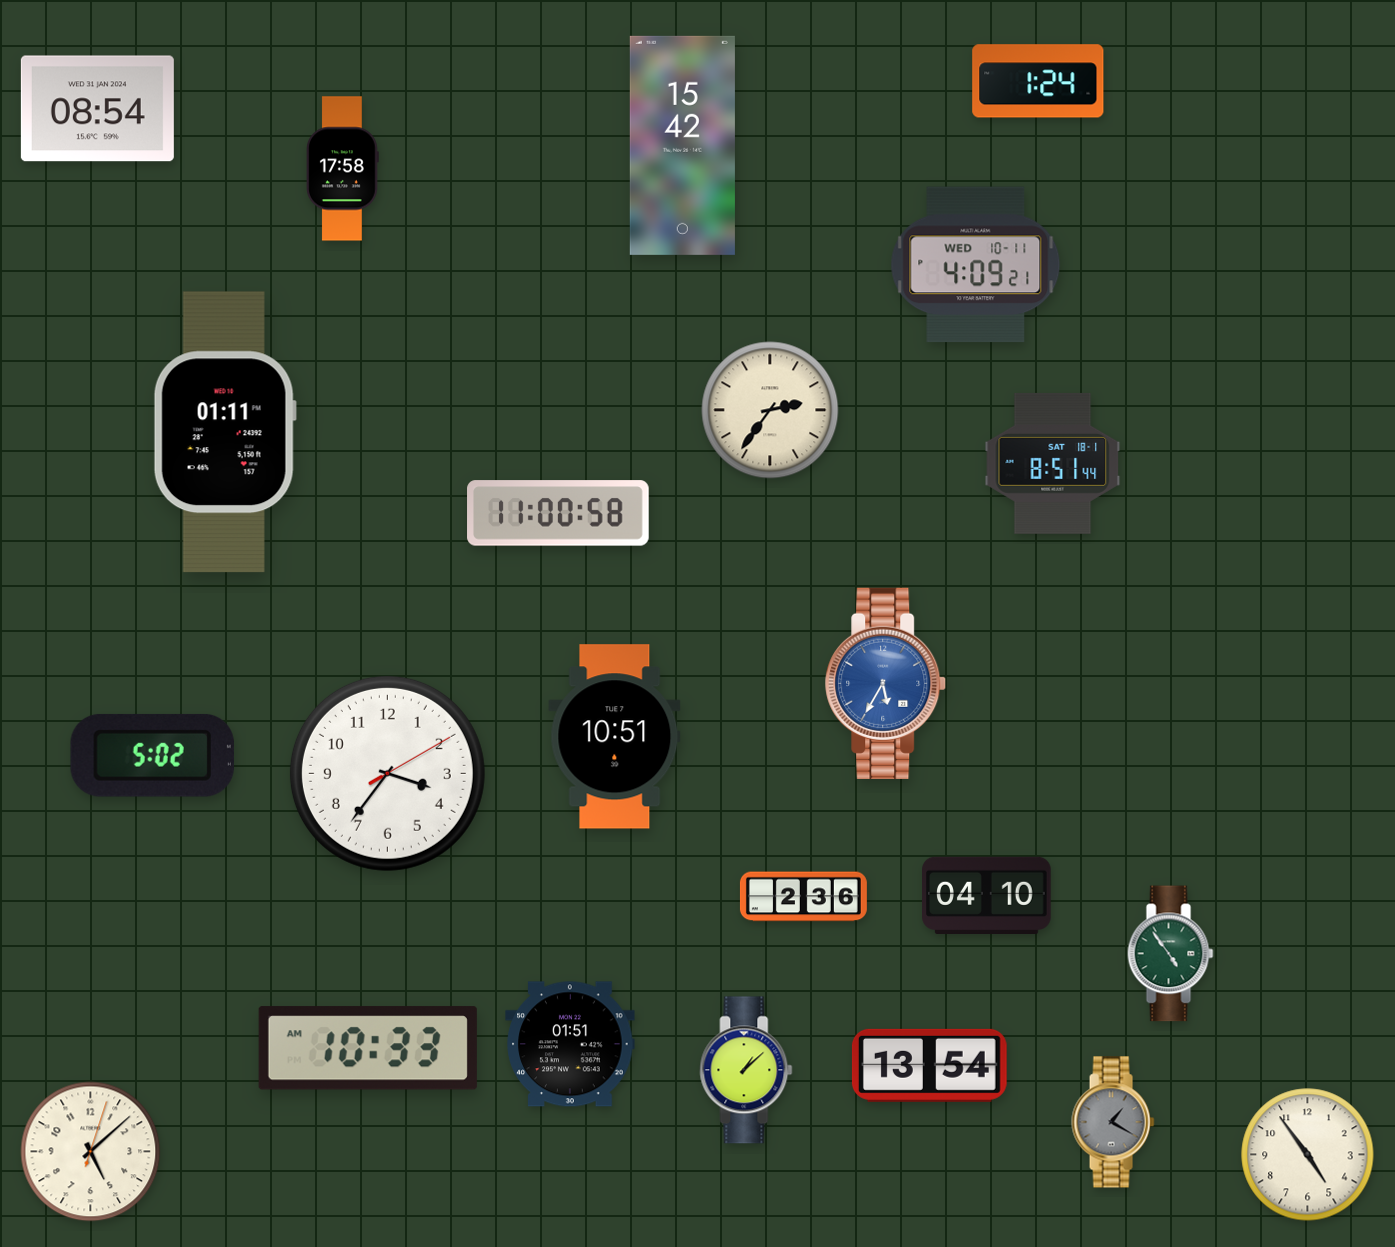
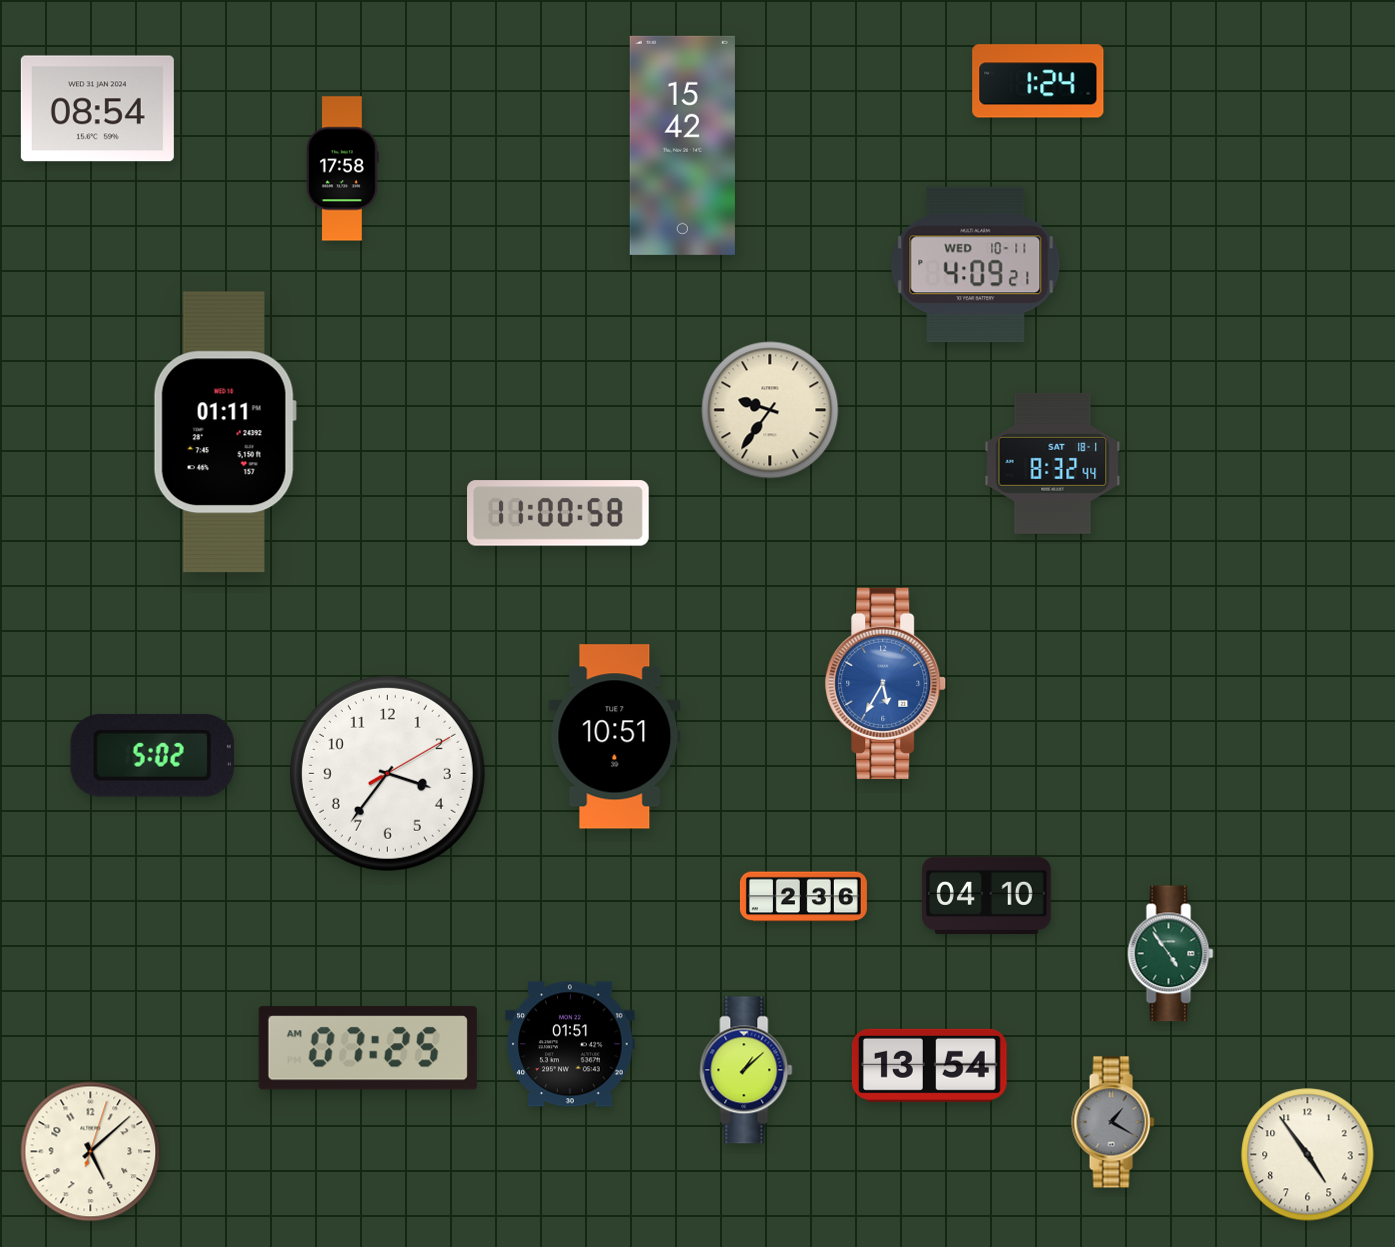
clock at (770, 410): 2:36 -> 9:36
clock at (1053, 463): 8:51 -> 8:32
clock at (368, 1048): 10:33 -> 07:25
